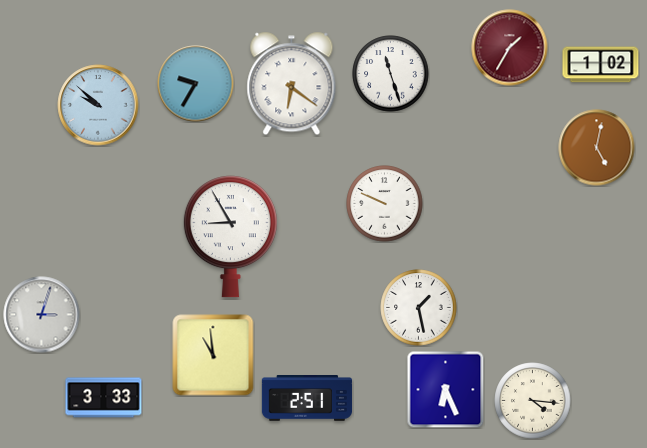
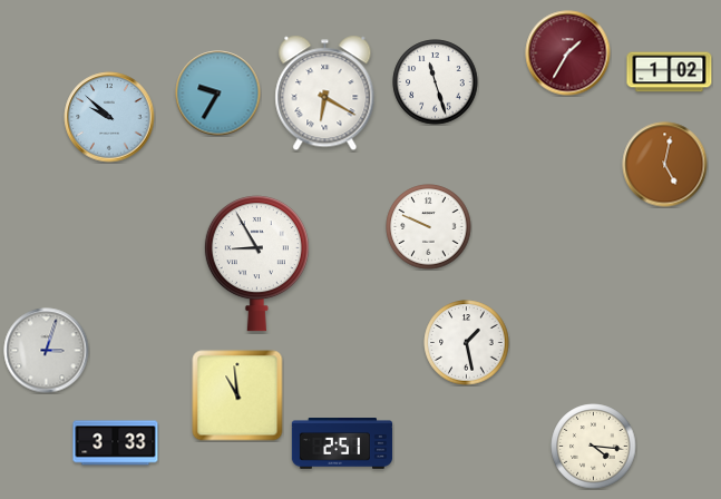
clock at (292, 84): 6:21 -> 6:20
clock at (445, 389): 6:26 -> none
